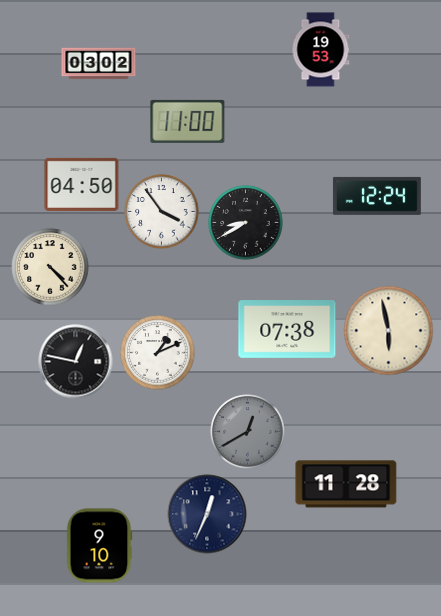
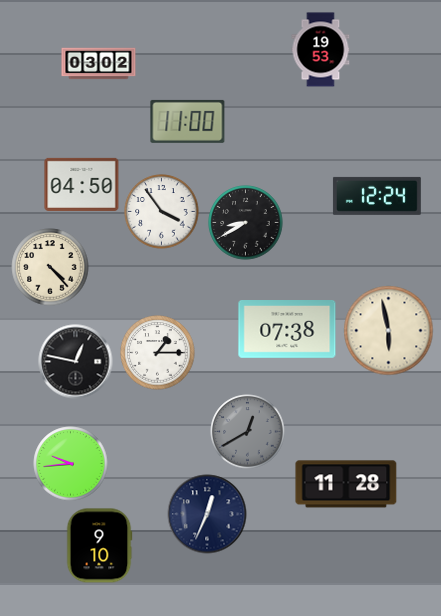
clock at (158, 353): 1:11 -> 1:15
clock at (71, 464): none -> 9:44
